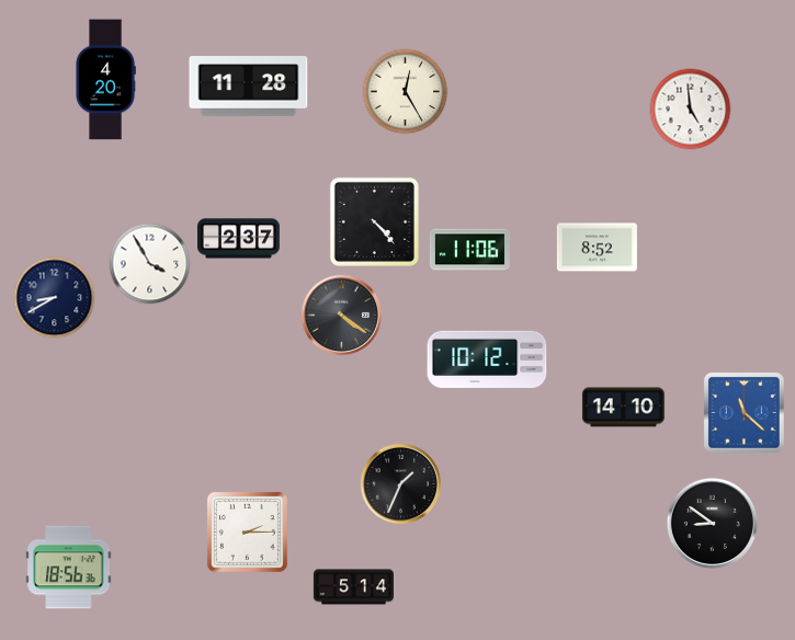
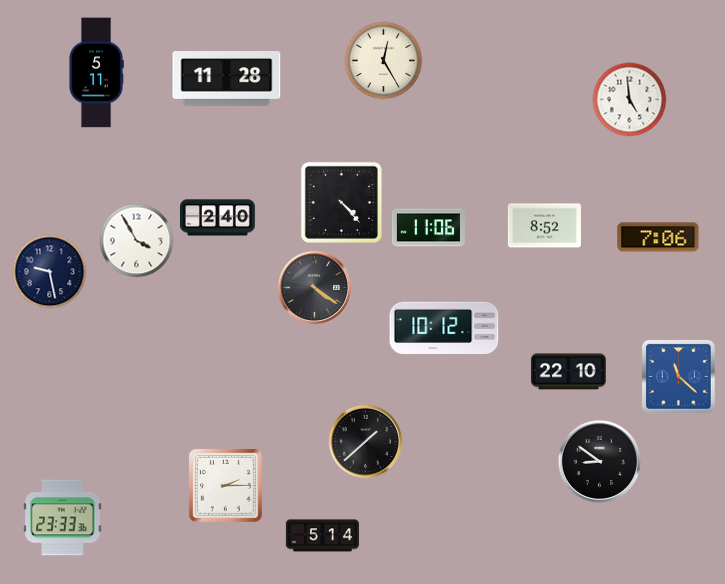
clock at (105, 80): 4:20 -> 5:11
clock at (406, 92) position: (406, 92) -> (384, 61)
clock at (239, 239): 2:37 -> 2:40
clock at (658, 237): none -> 7:06
clock at (55, 298): 8:40 -> 9:28
clock at (342, 316) position: (342, 316) -> (315, 288)
clock at (623, 408): 14:10 -> 22:10
clock at (401, 484): 1:34 -> 1:38
clock at (712, 523) position: (712, 523) -> (599, 461)
clock at (69, 568): 18:56 -> 23:33
